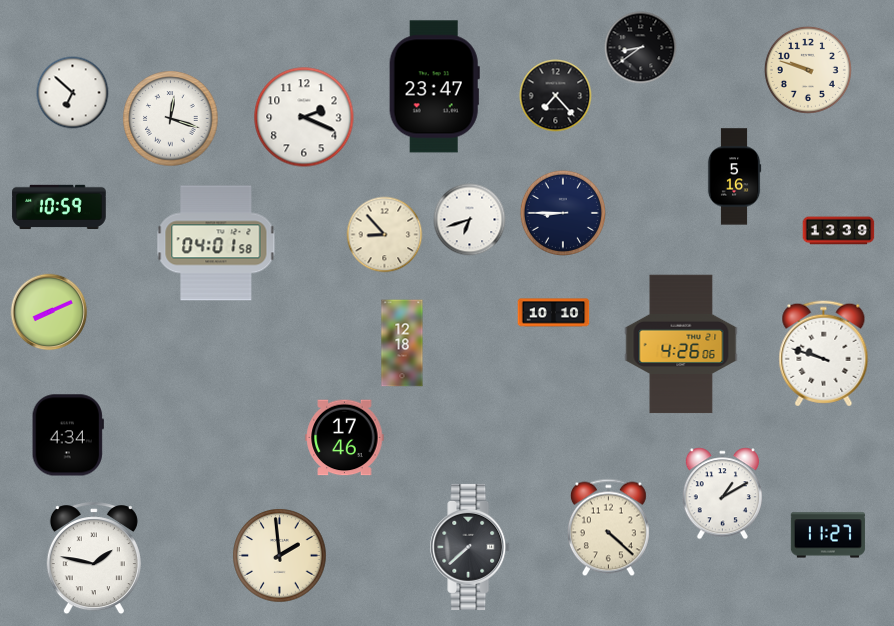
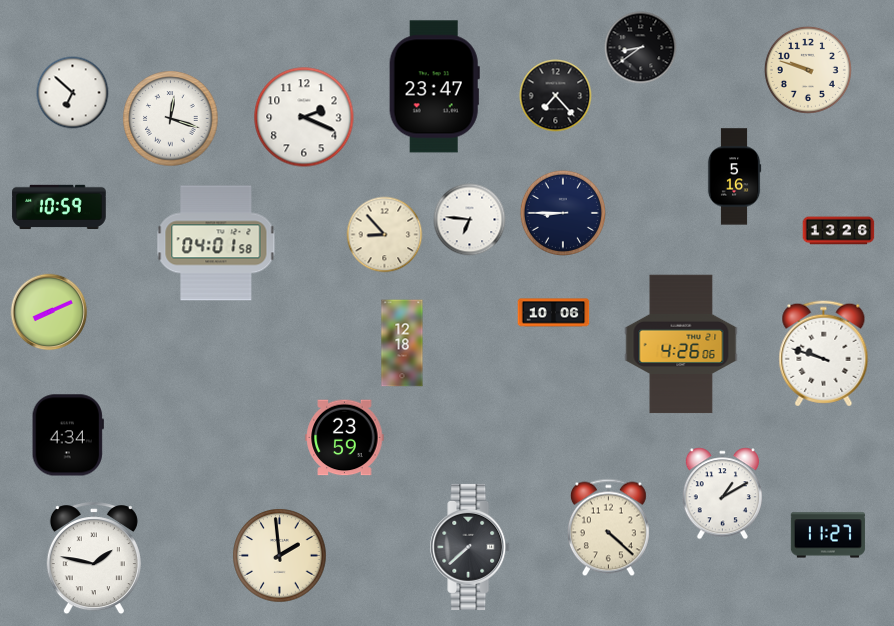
clock at (470, 220): 6:42 -> 6:46
clock at (839, 231): 13:39 -> 13:26
clock at (554, 313): 10:10 -> 10:06
clock at (345, 438): 17:46 -> 23:59
